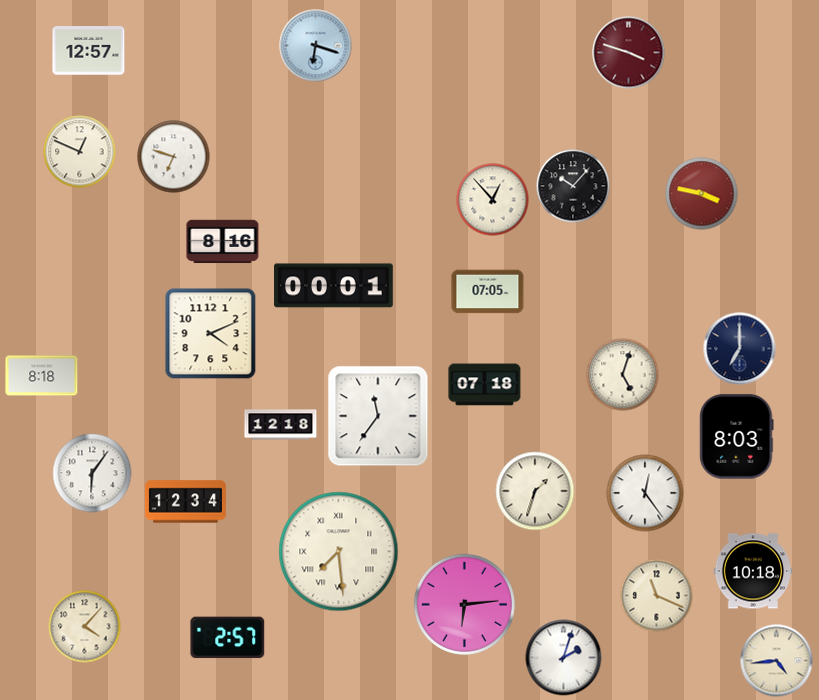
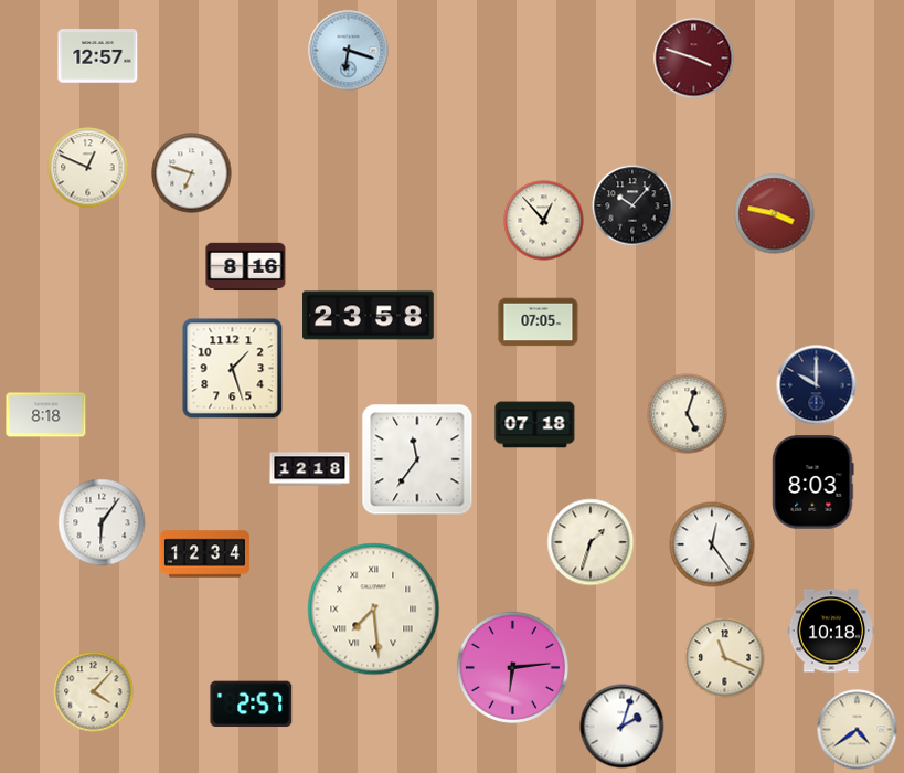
clock at (334, 286): 00:01 -> 23:58
clock at (211, 334): 4:11 -> 1:27
clock at (740, 349): 7:00 -> 10:00
clock at (777, 661): 4:44 -> 4:39
